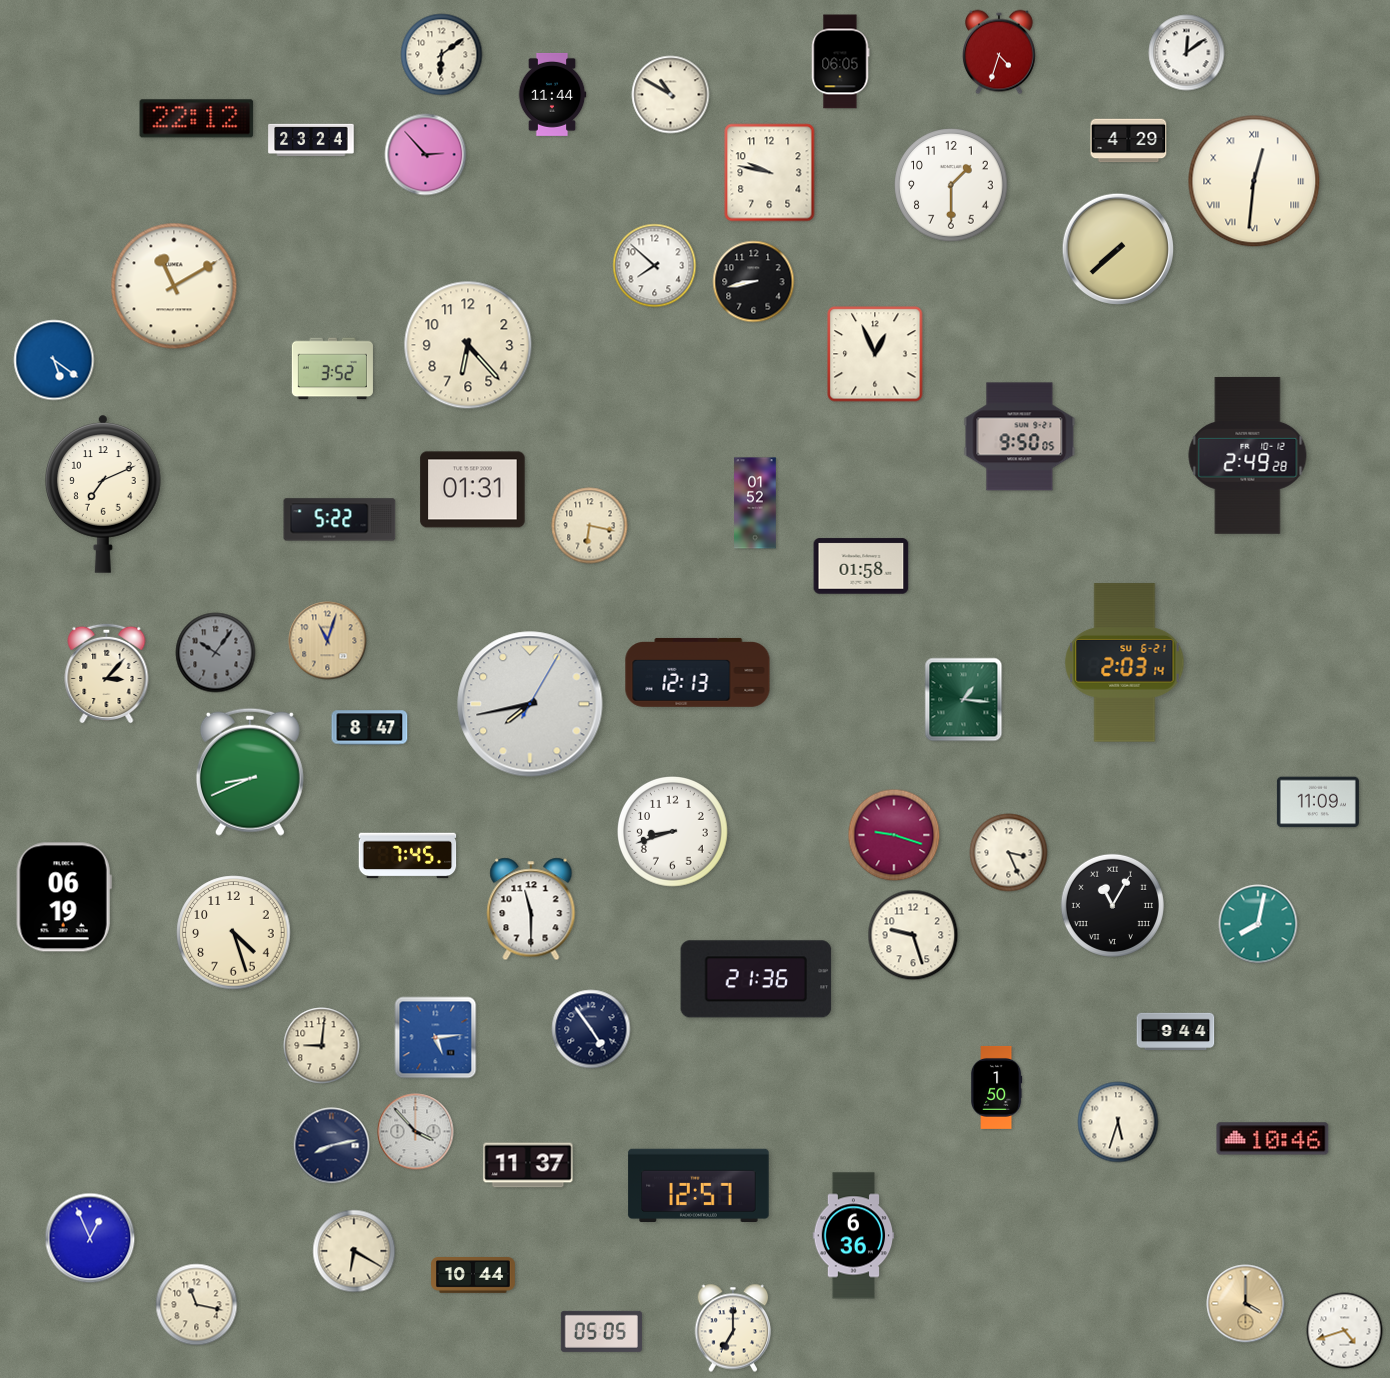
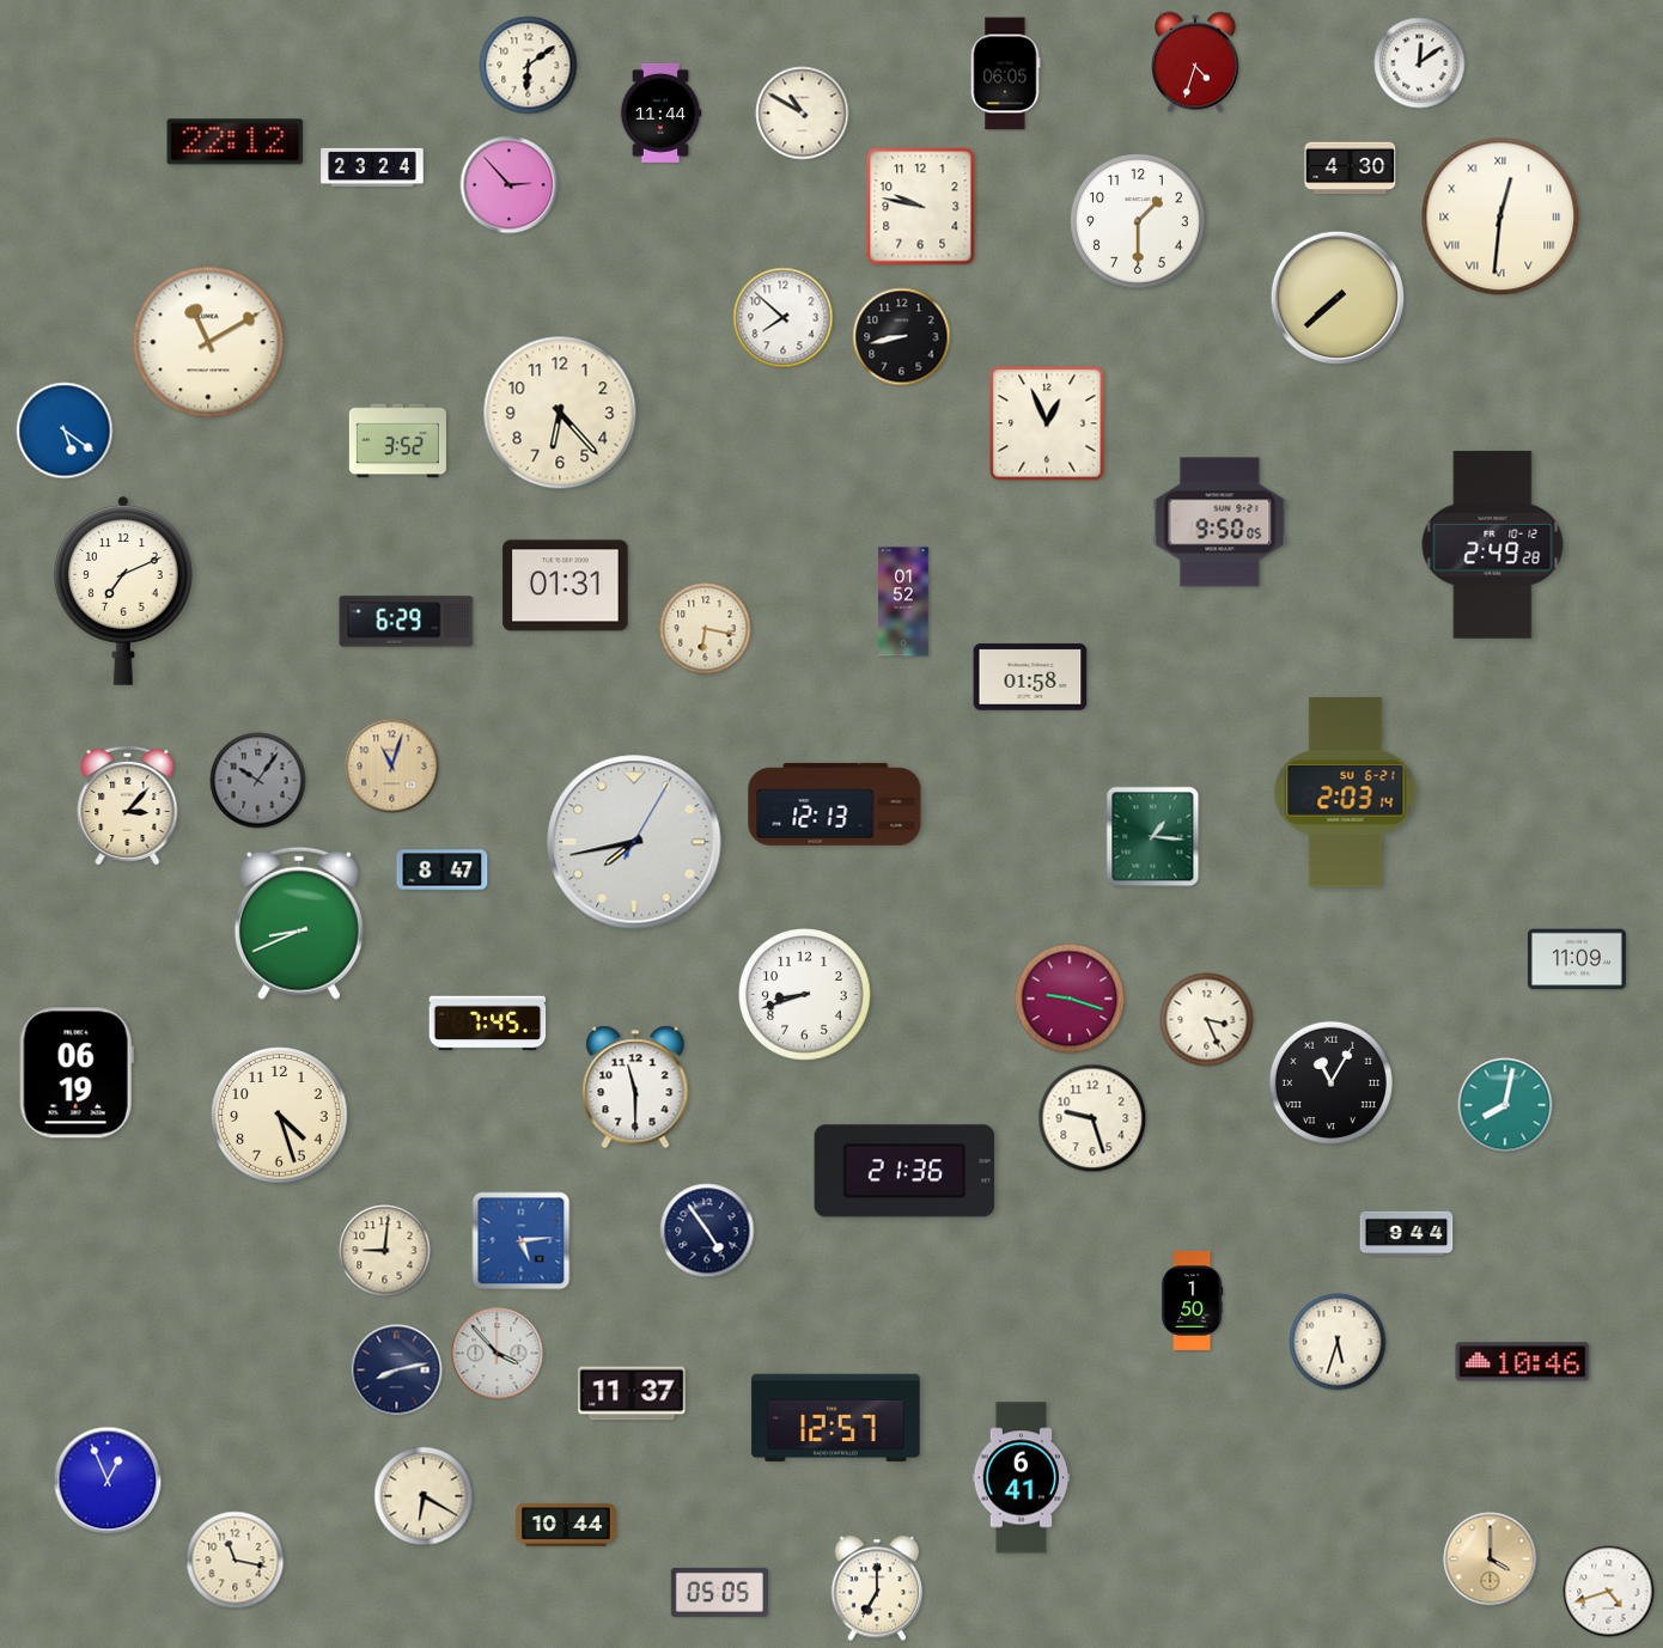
clock at (1129, 141): 4:29 -> 4:30
clock at (340, 520): 5:22 -> 6:29
clock at (854, 1236): 6:36 -> 6:41
